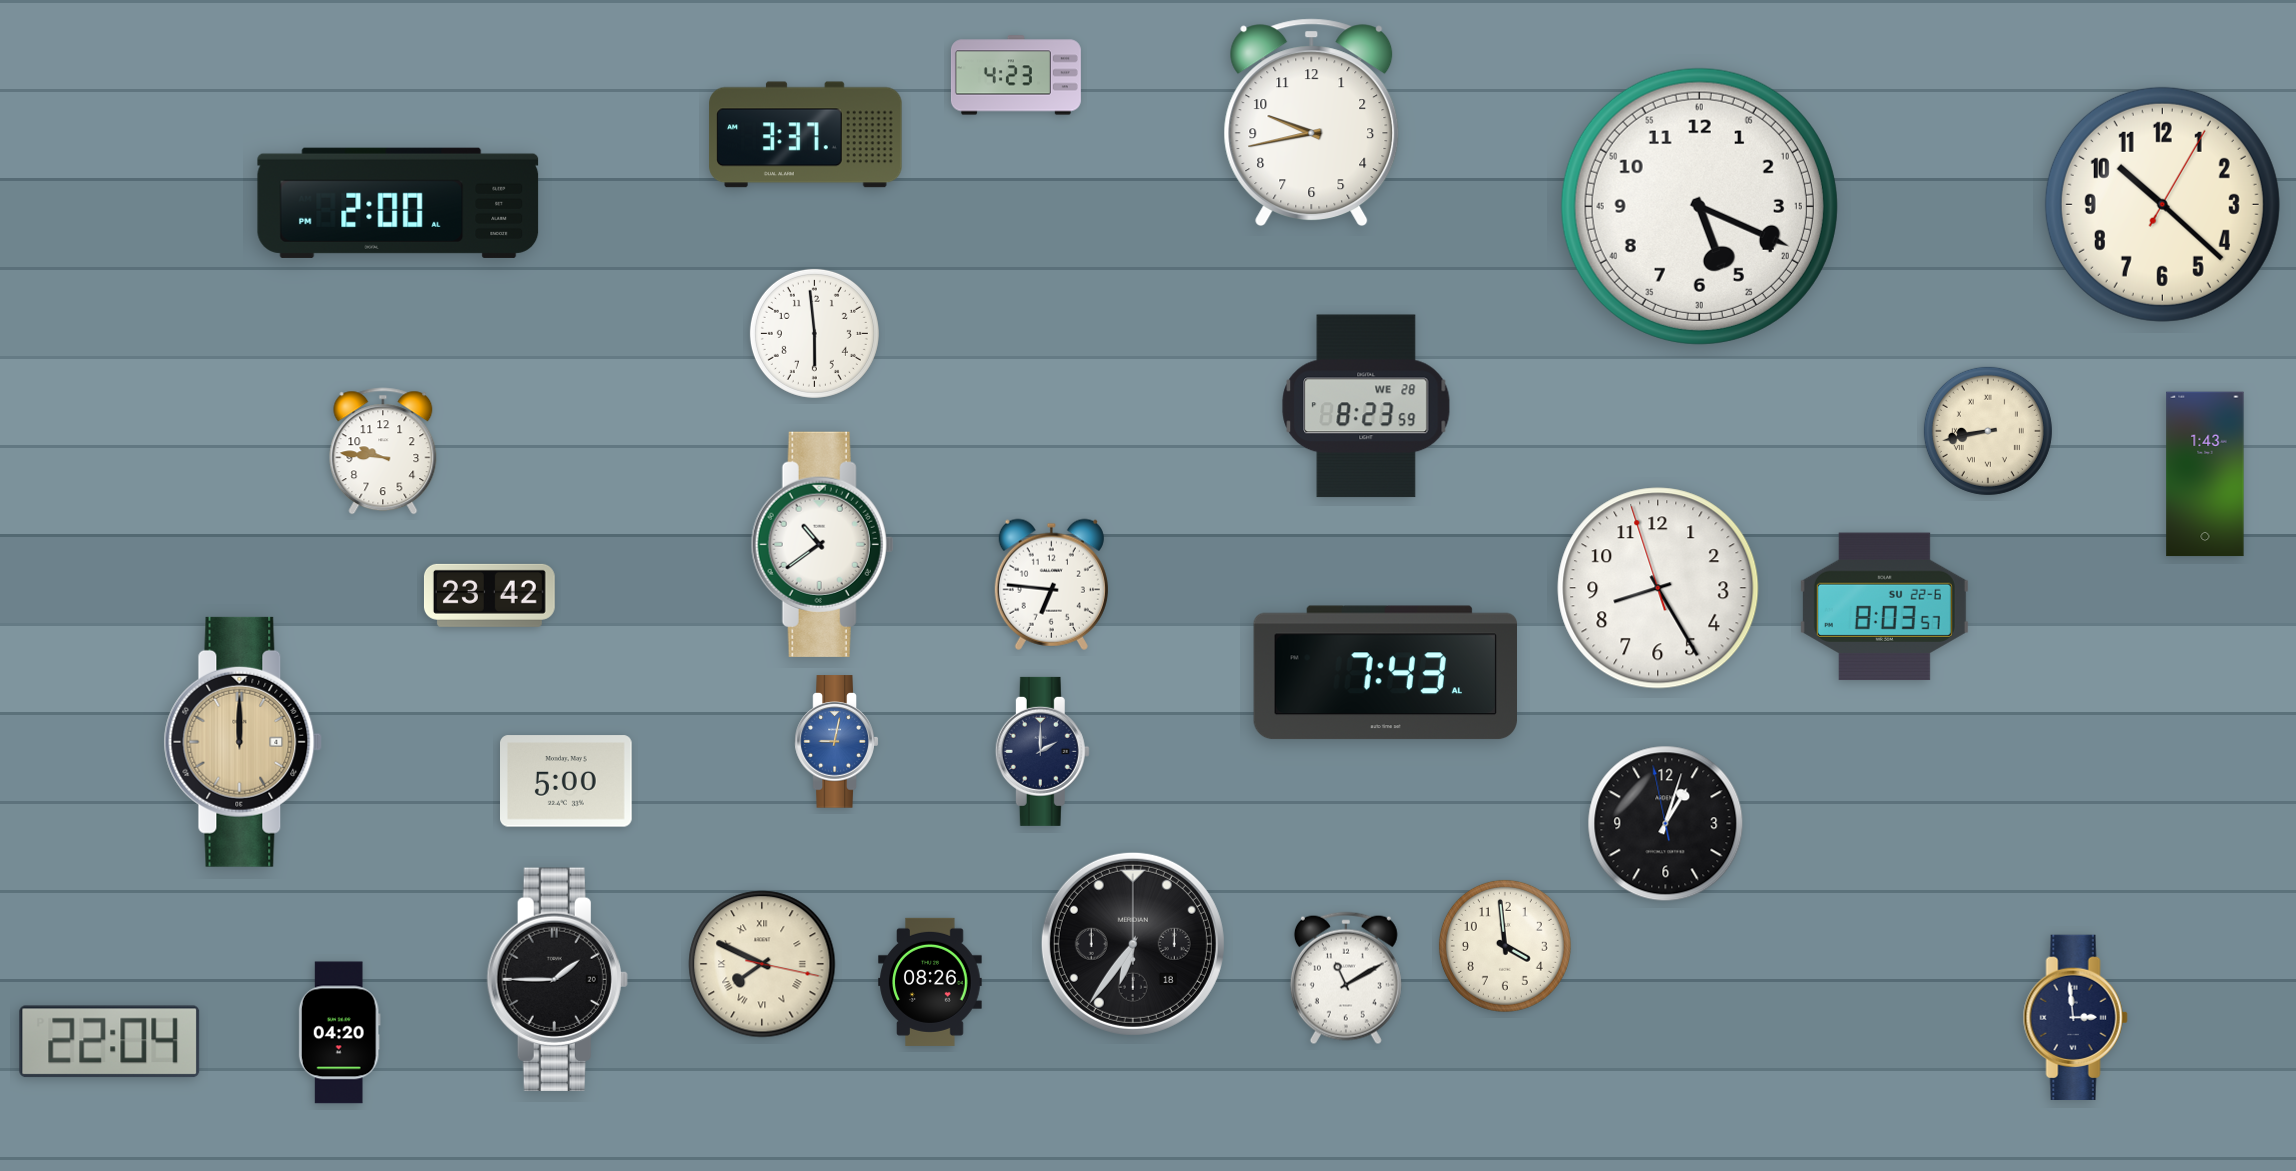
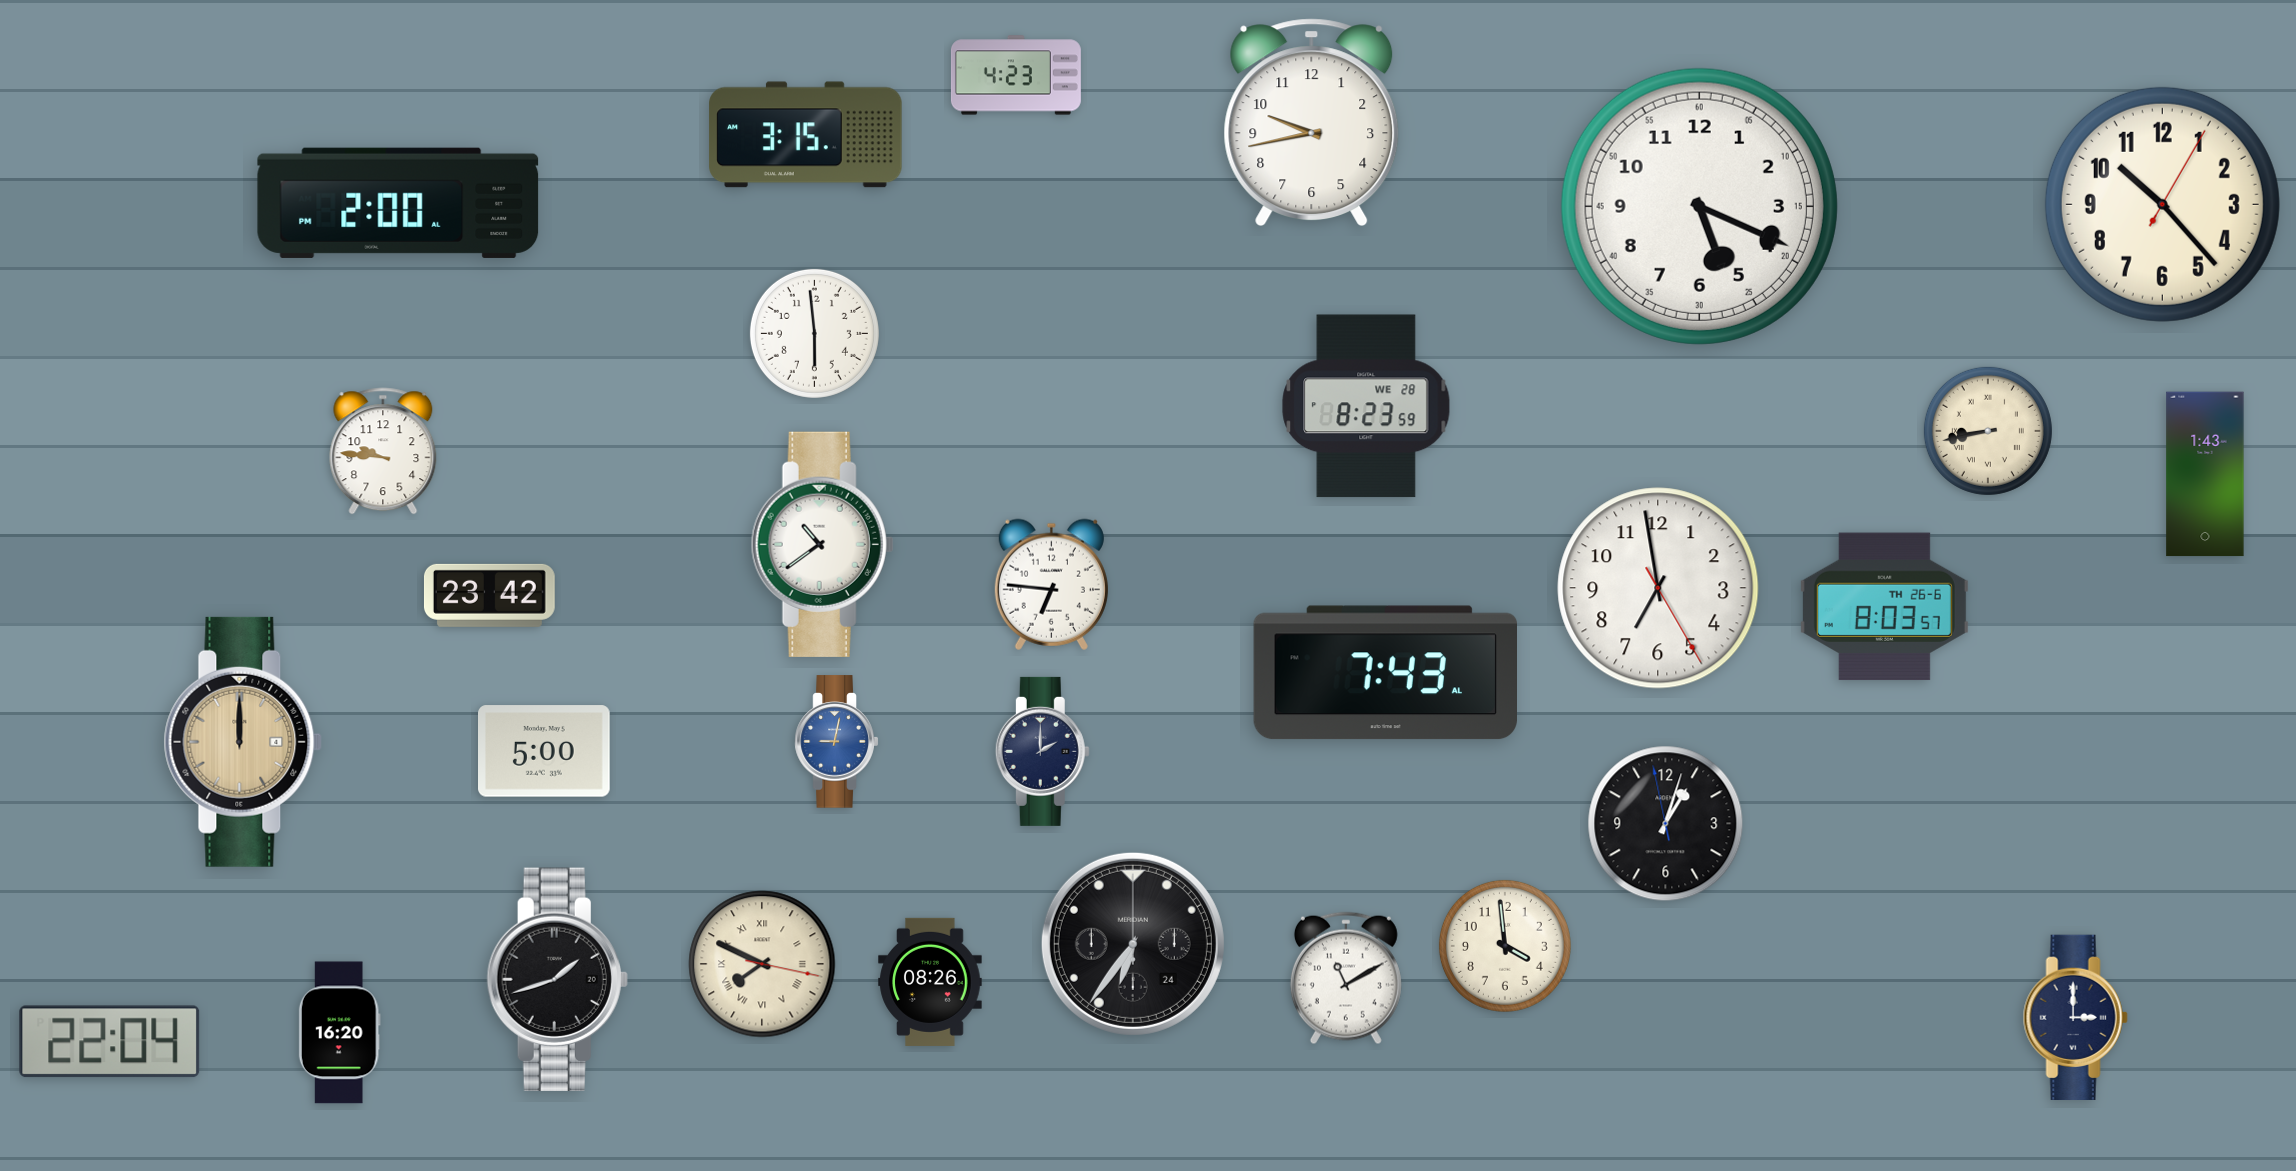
clock at (806, 135): 3:37 -> 3:15
clock at (2162, 204): 10:22 -> 10:23
clock at (1658, 588): 8:24 -> 6:58
clock at (1884, 607) date: SU 22-6 -> TH 26-6
clock at (567, 781) position: (567, 781) -> (545, 751)
clock at (1133, 944) date: 18 -> 24
clock at (557, 979): 1:45 -> 1:42
clock at (2075, 1017): 2:59 -> 3:00
clock at (339, 1033): 04:20 -> 16:20
